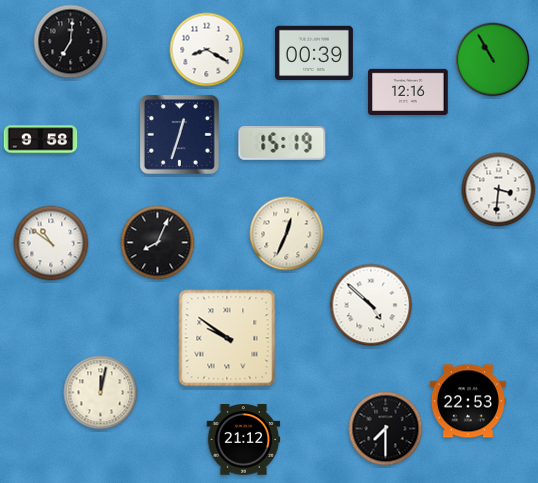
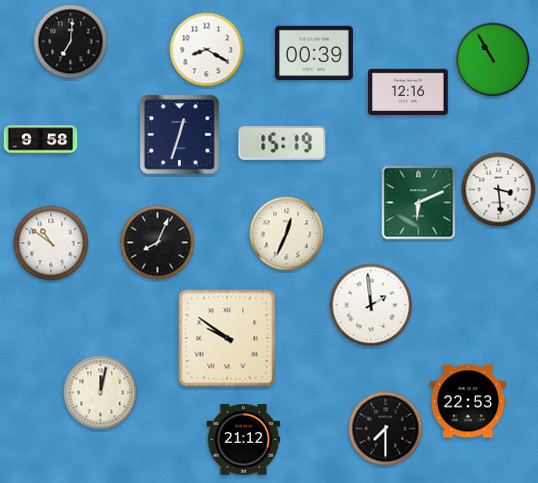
clock at (499, 190): 3:31 -> 3:29
clock at (419, 203): none -> 6:11
clock at (371, 305): 4:52 -> 1:59
